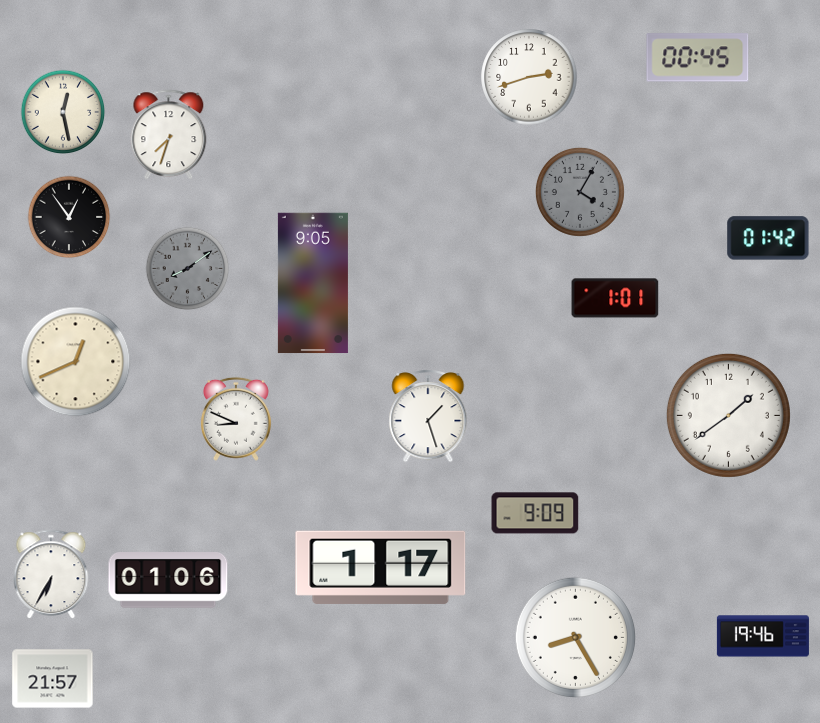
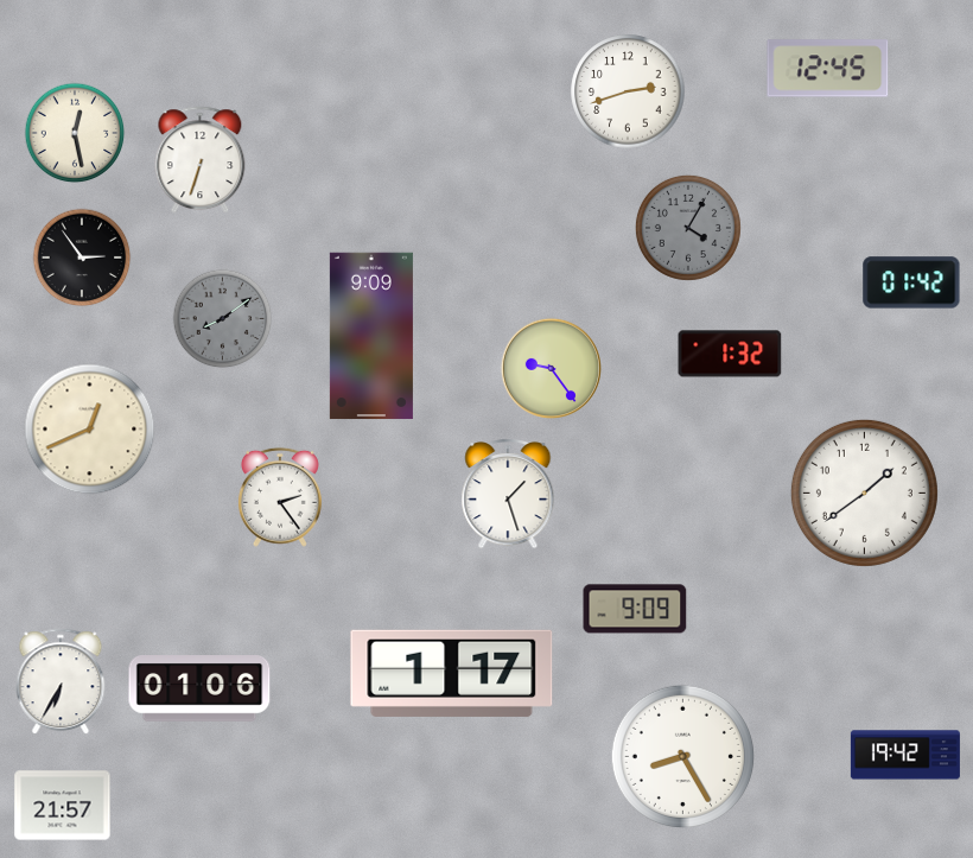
clock at (698, 58): 00:45 -> 12:45
clock at (169, 135): 7:33 -> 6:33
clock at (69, 217): 12:54 -> 2:54
clock at (313, 283): 9:05 -> 9:09
clock at (615, 298): 1:01 -> 1:32
clock at (551, 368): none -> 9:24
clock at (236, 419): 8:49 -> 2:24
clock at (763, 636): 19:46 -> 19:42
